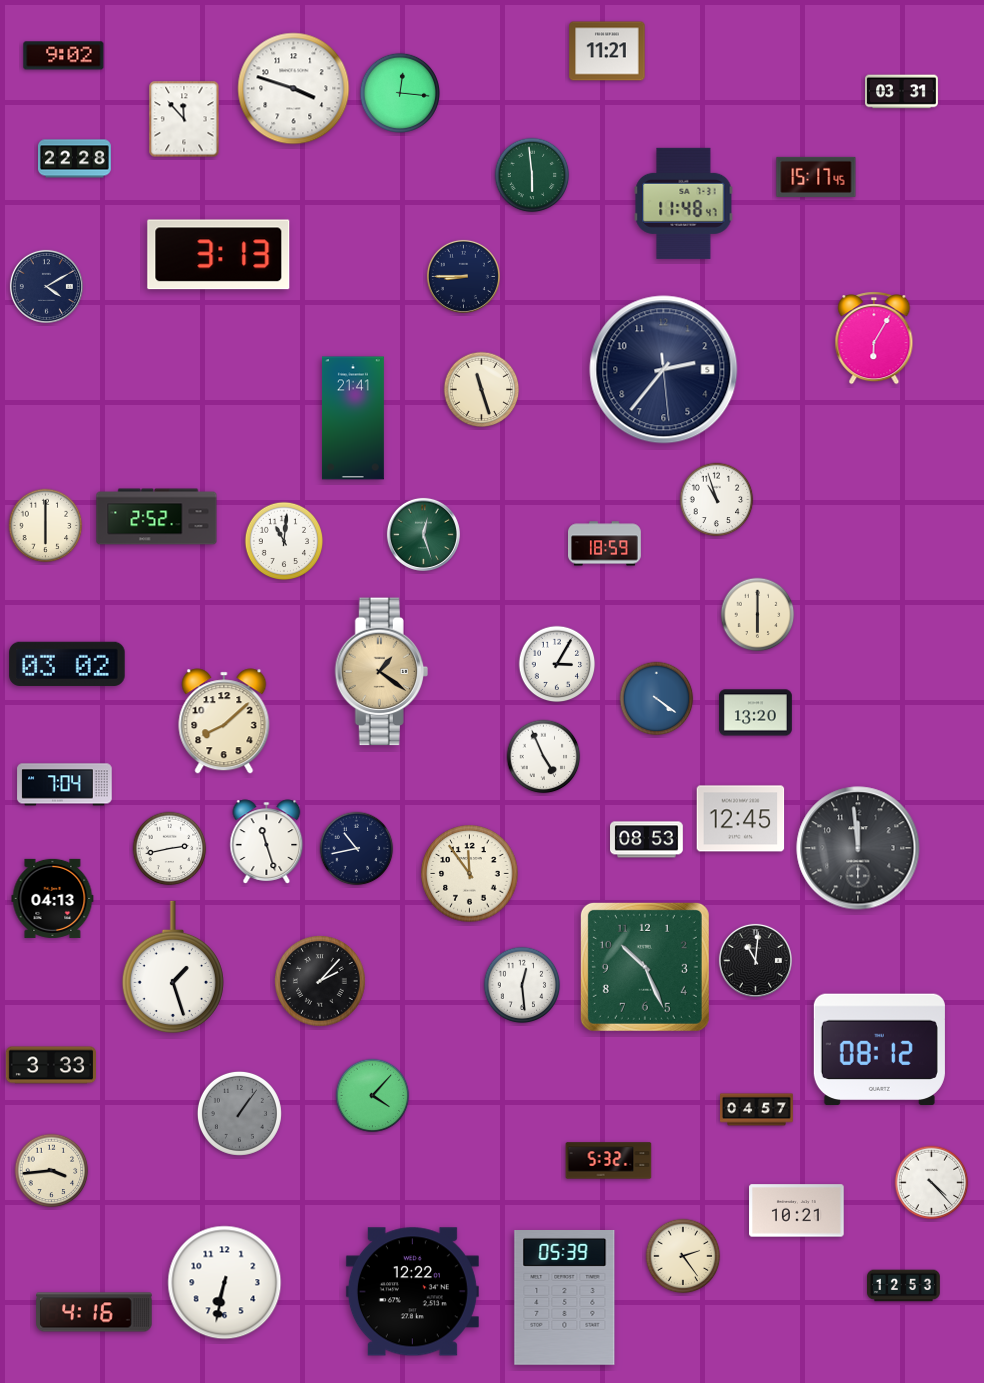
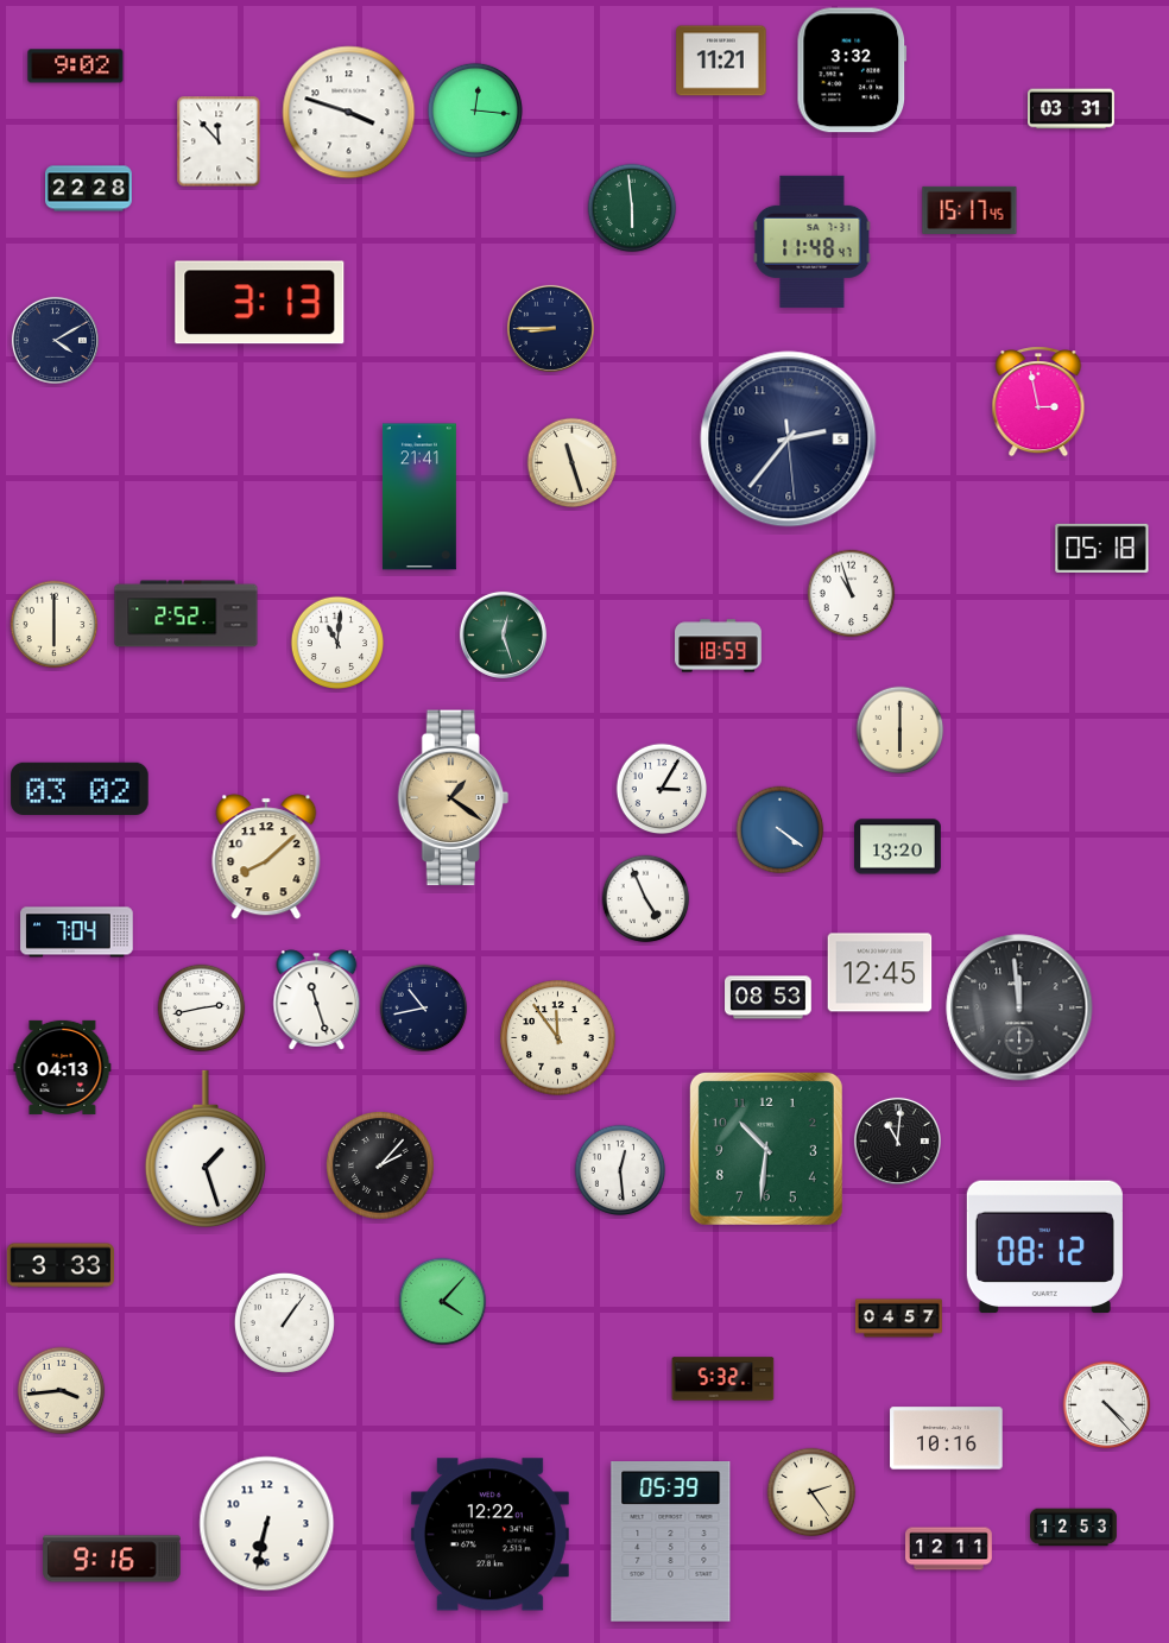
clock at (852, 70): none -> 3:32
clock at (294, 89) position: (294, 89) -> (349, 113)
clock at (874, 338): 6:05 -> 2:58
clock at (1102, 548): none -> 05:18
clock at (645, 967): 10:26 -> 10:31
clock at (239, 1113) dial: grey -> white
clock at (797, 1211): 10:21 -> 10:16
clock at (949, 1549): none -> 12:11
clock at (94, 1312): 4:16 -> 9:16
